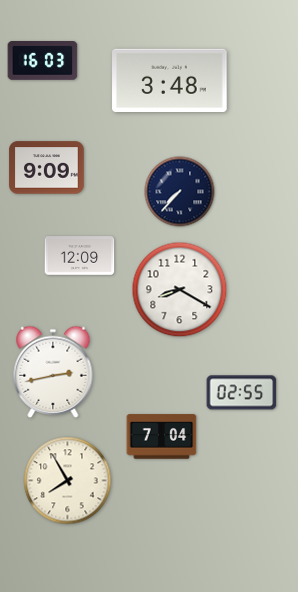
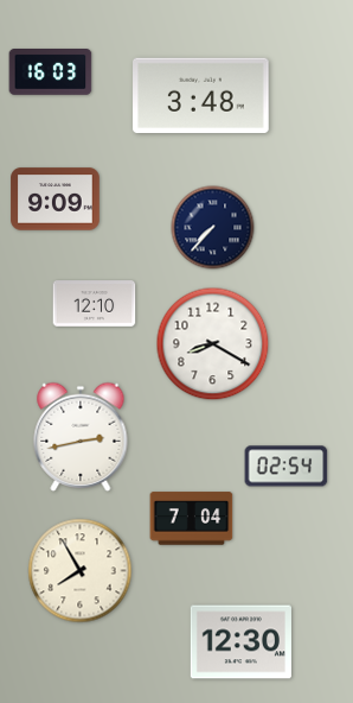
clock at (80, 256): 12:09 -> 12:10
clock at (53, 372) position: (53, 372) -> (81, 437)
clock at (242, 393): 02:55 -> 02:54
clock at (240, 642): none -> 12:30
